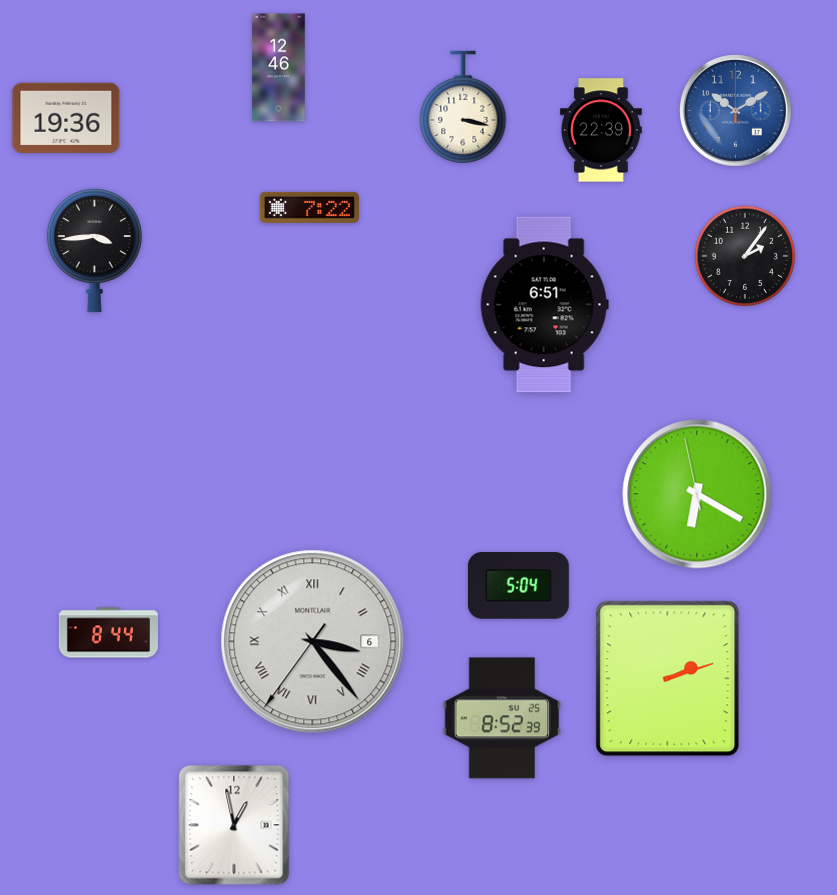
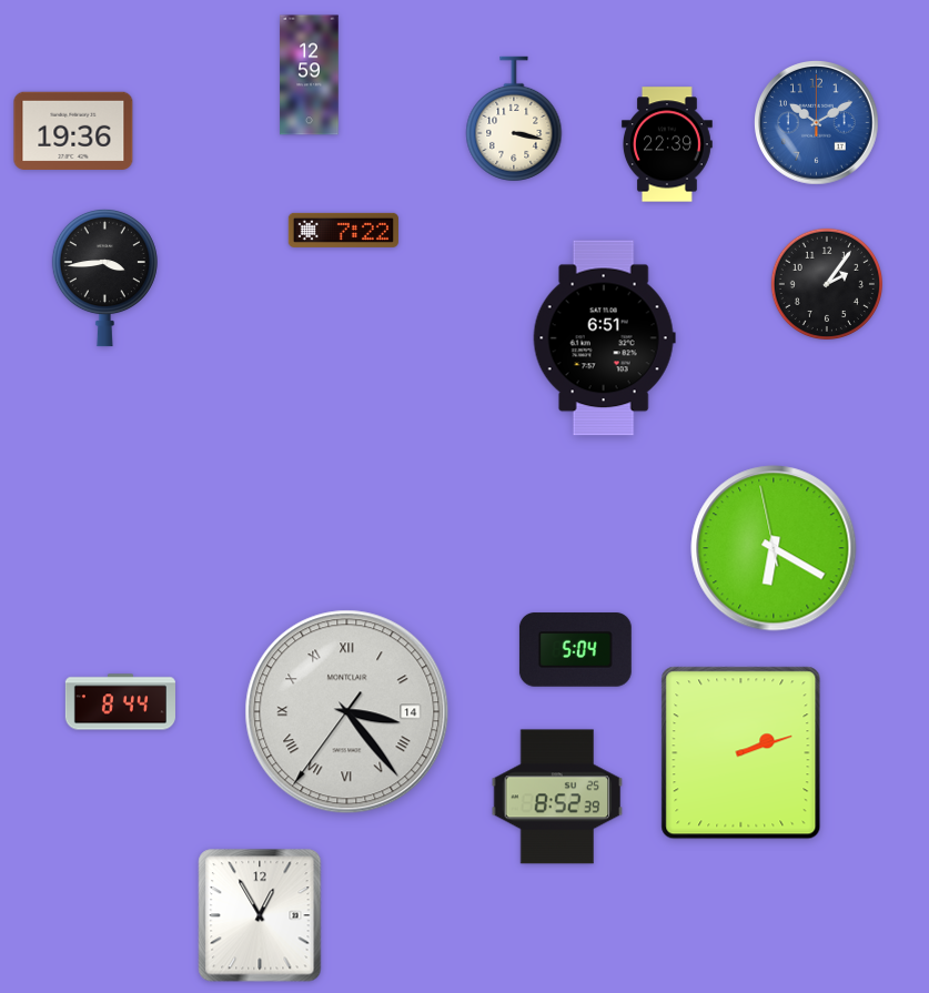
clock at (279, 68): 12:46 -> 12:59
clock at (313, 642) date: 6 -> 14
clock at (234, 825): 12:58 -> 12:55
